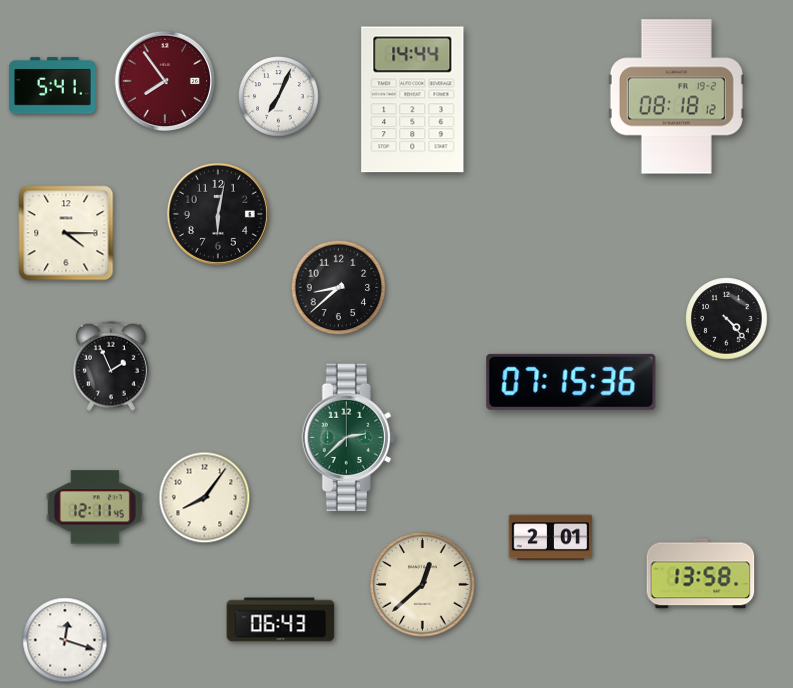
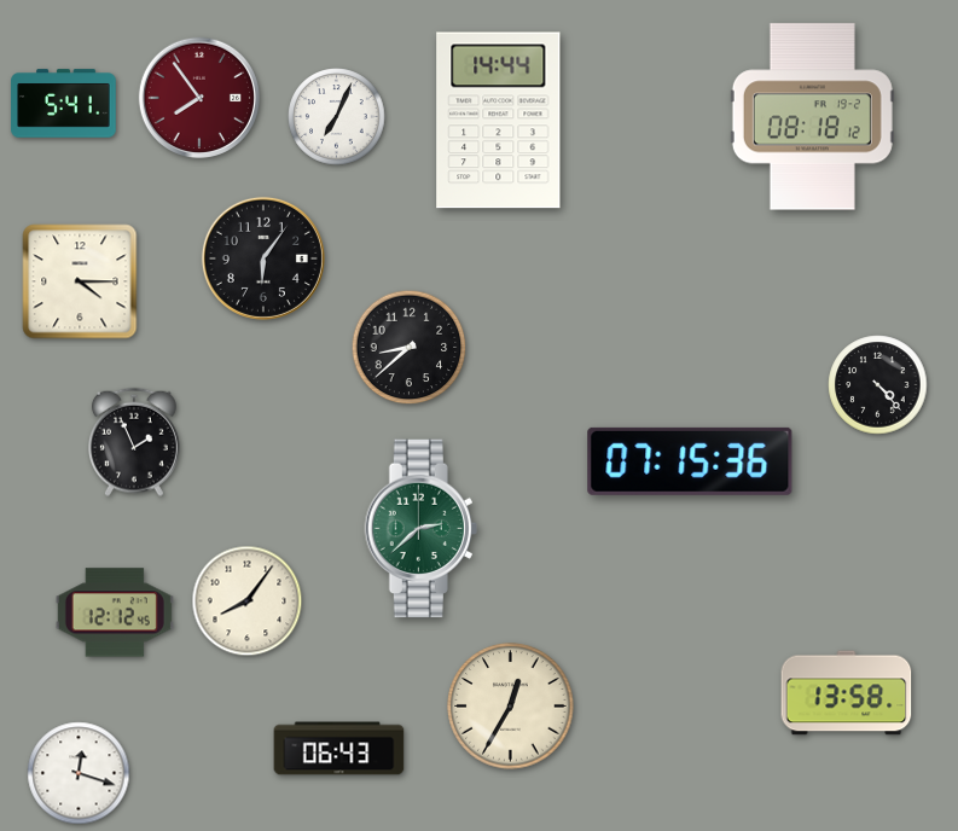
clock at (676, 97) position: (676, 97) -> (812, 117)
clock at (218, 214): 6:02 -> 6:06
clock at (95, 507): 12:11 -> 12:12
clock at (551, 538): 2:01 -> none
clock at (423, 585): 12:38 -> 12:35
